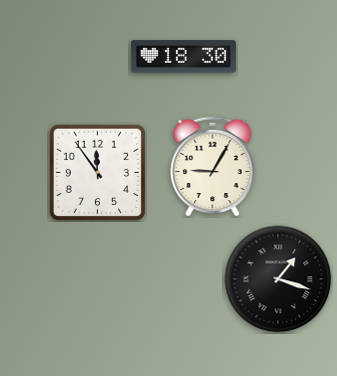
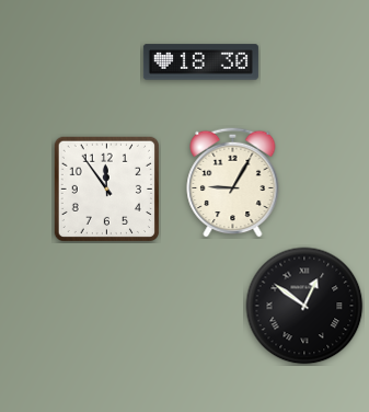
clock at (278, 279): 1:18 -> 12:51
